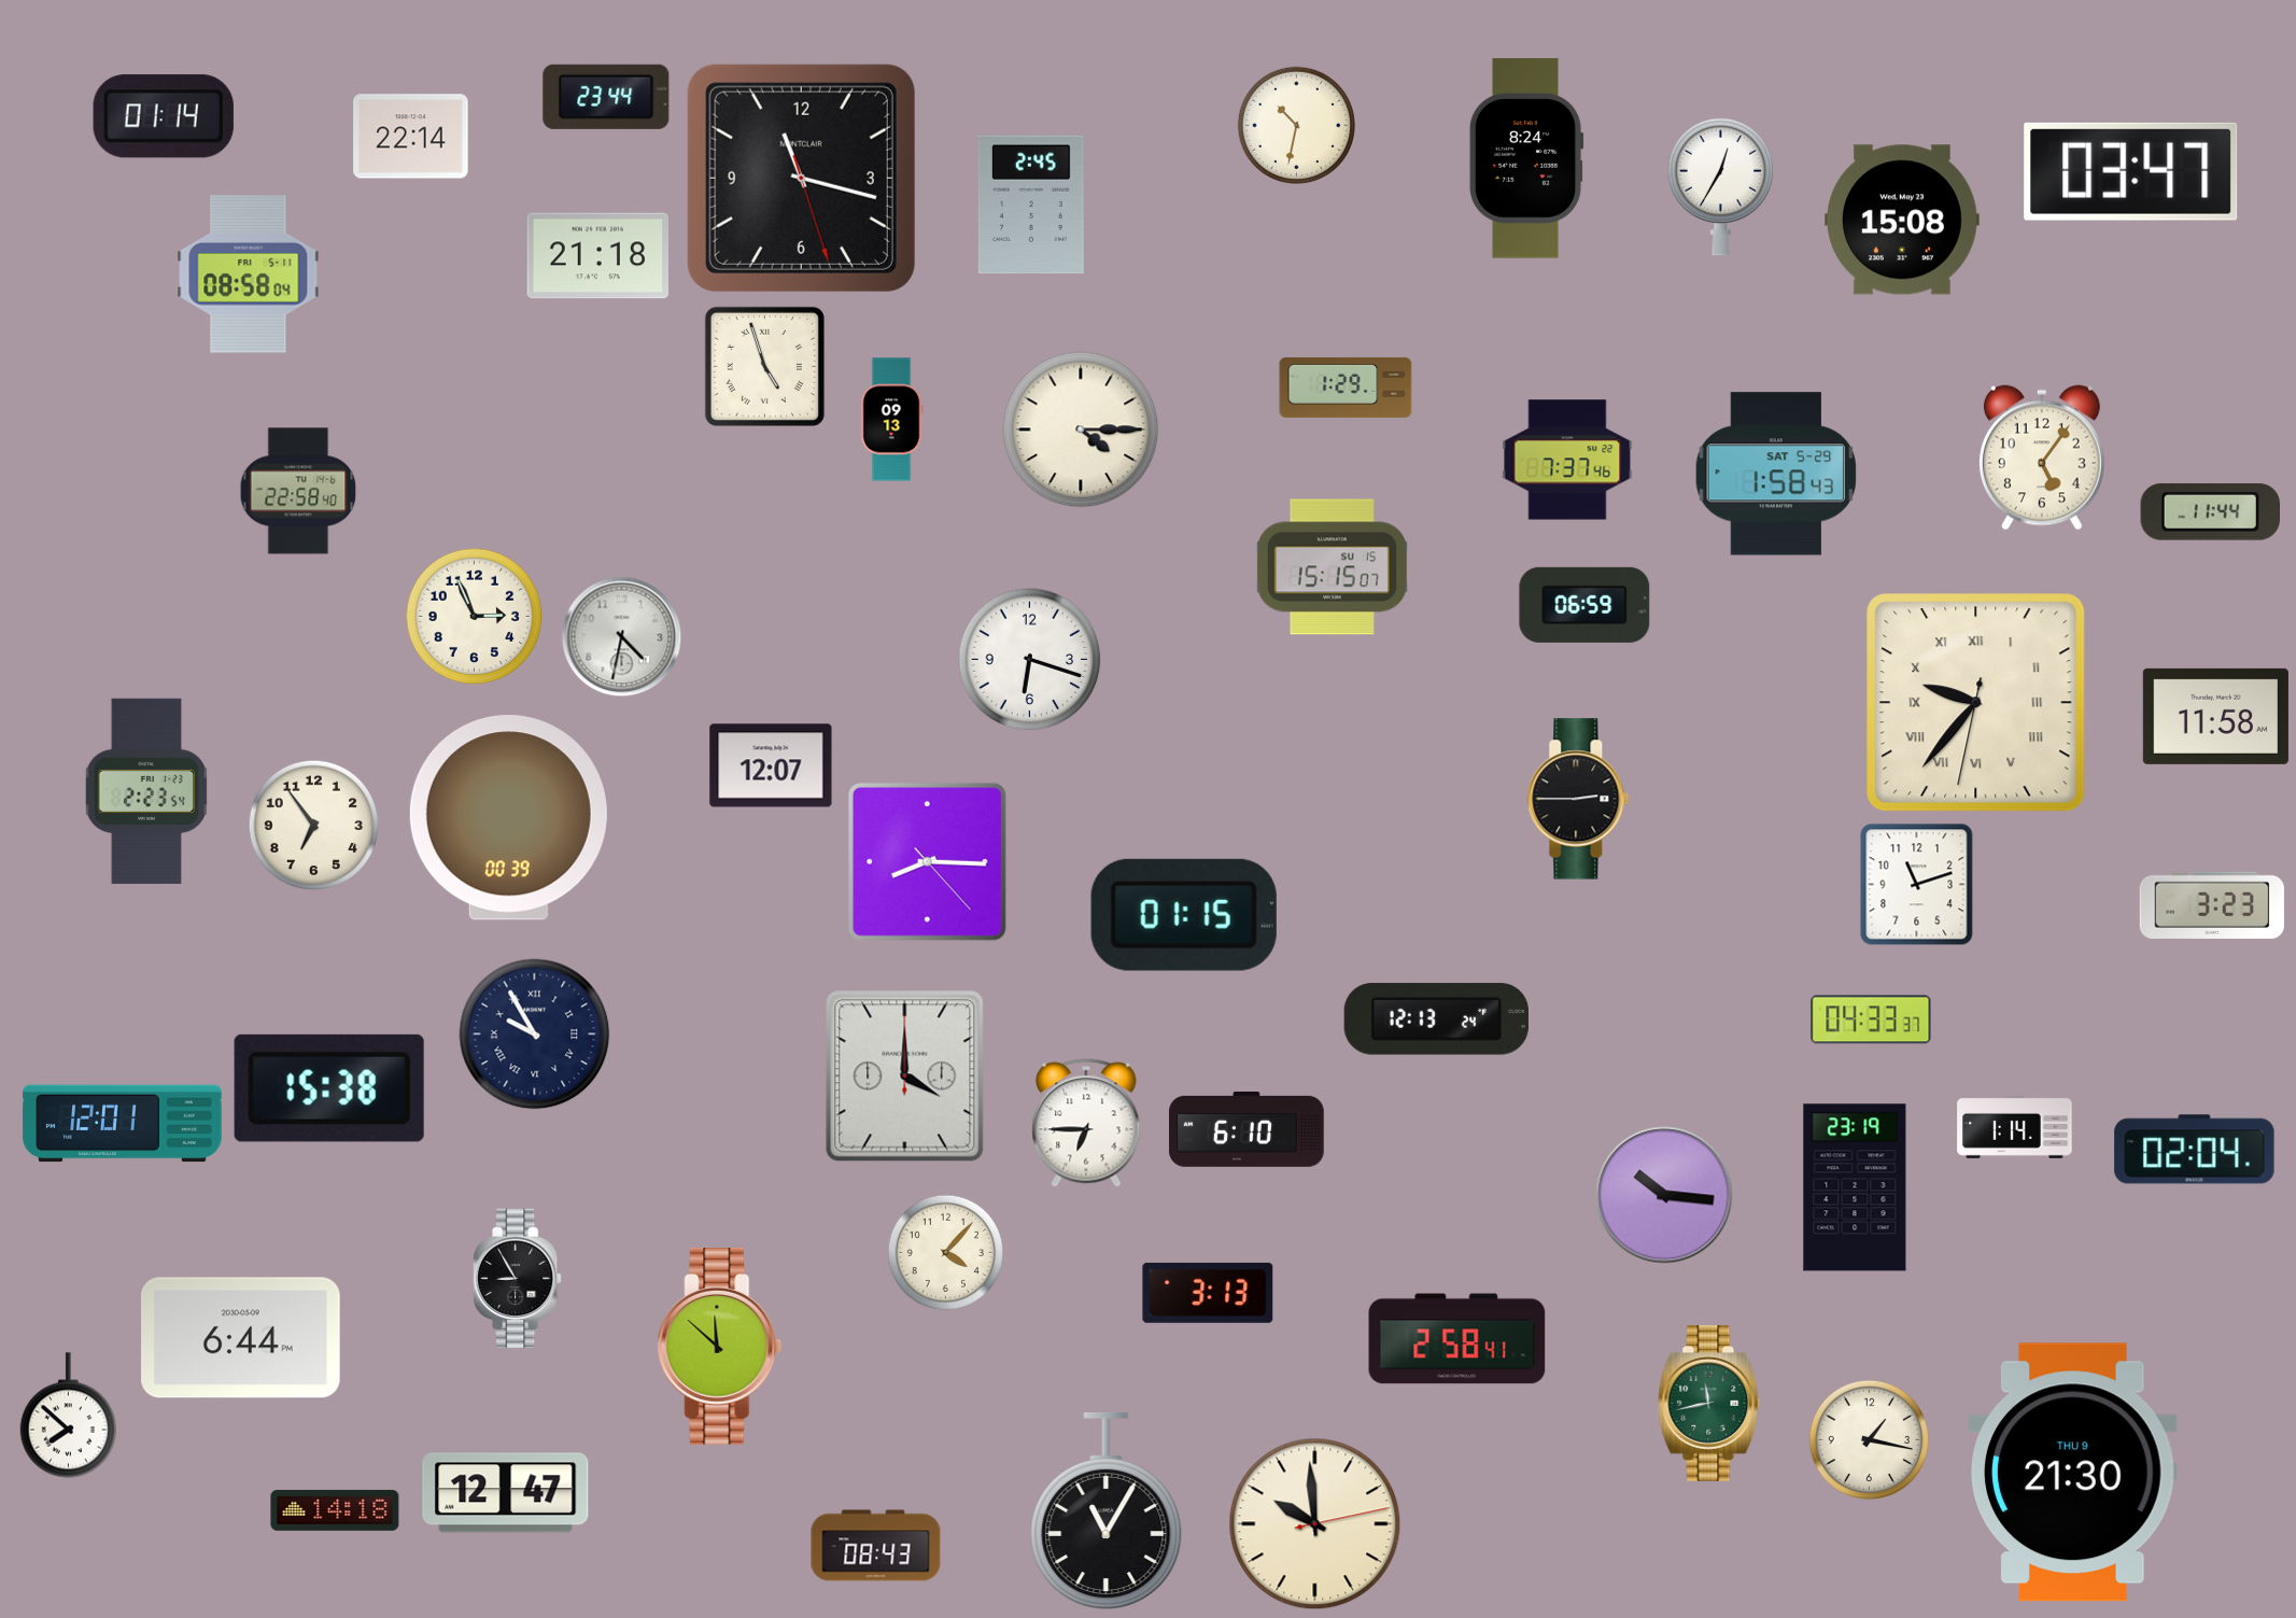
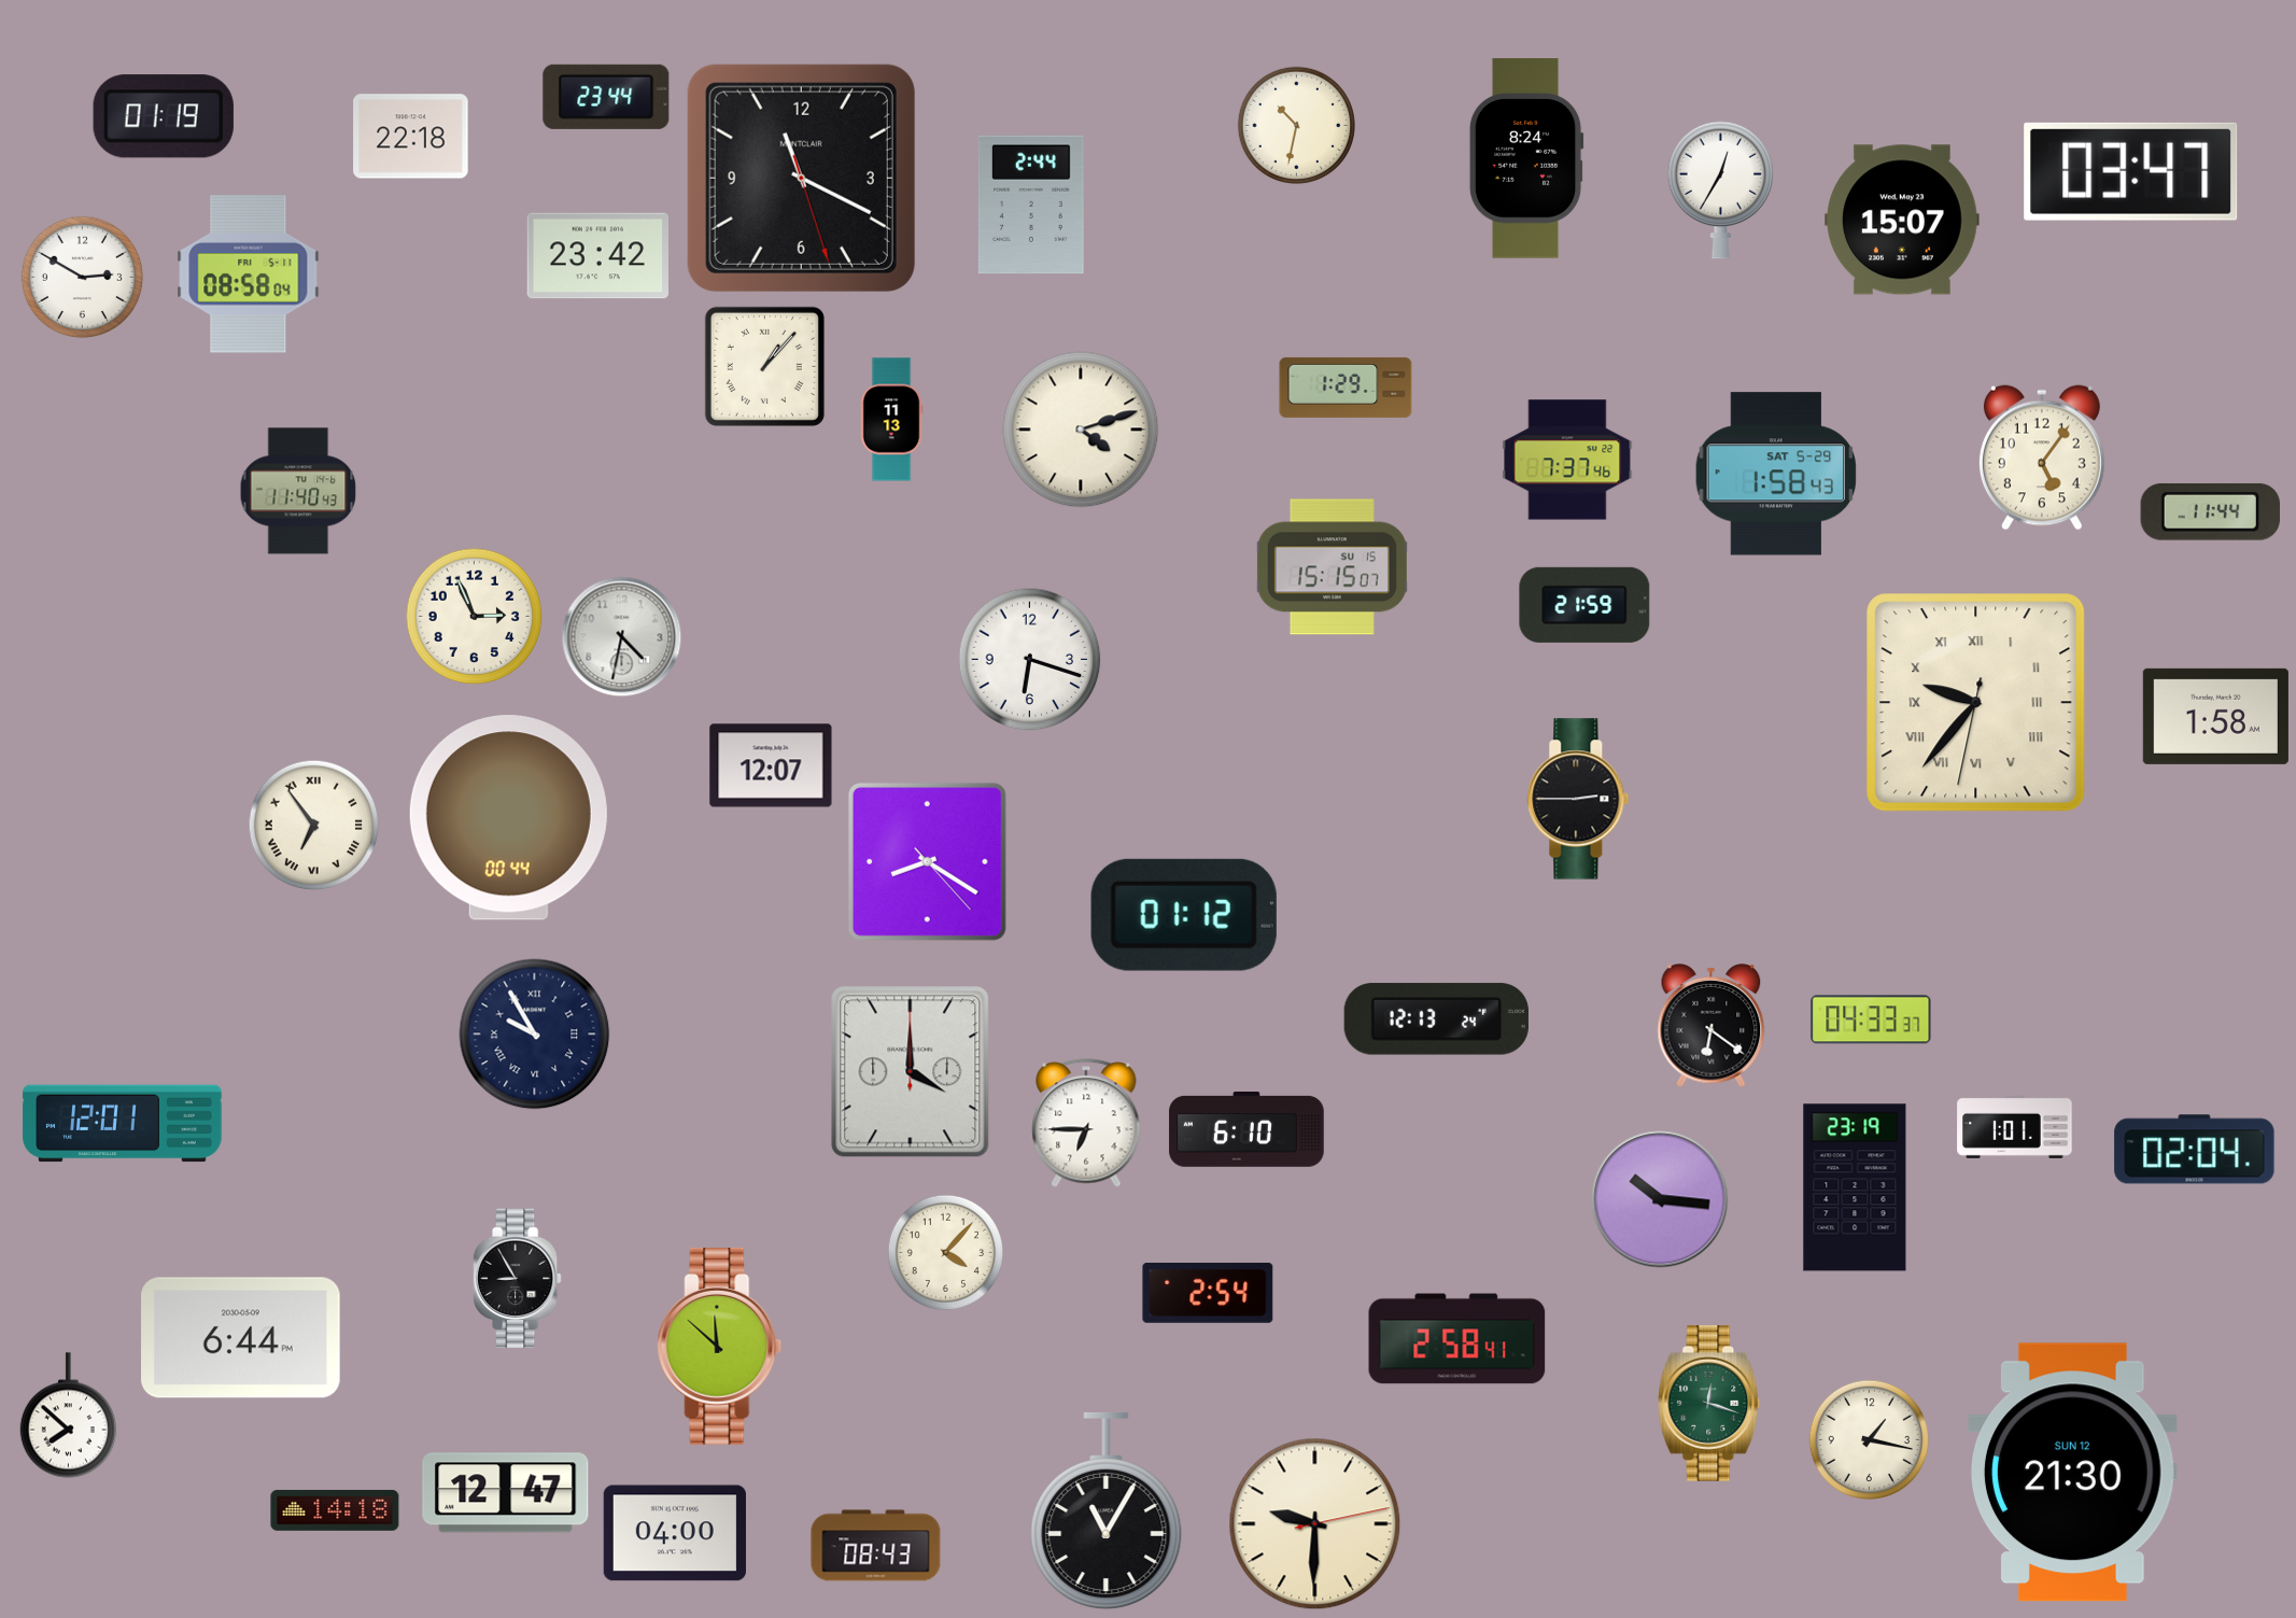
clock at (164, 116): 01:14 -> 01:19
clock at (411, 137): 22:14 -> 22:18
clock at (801, 178): 11:17 -> 11:19
clock at (1721, 186) position: (1721, 186) -> (1721, 189)
clock at (1031, 205): 2:45 -> 2:44
clock at (1903, 220): 15:08 -> 15:07
clock at (597, 256): 21:18 -> 23:42
clock at (83, 278): none -> 2:50
clock at (764, 366): 4:57 -> 1:07
clock at (891, 420): 09:13 -> 11:13
clock at (1081, 430): 4:15 -> 4:12
clock at (298, 491): 22:58 -> 11:40
clock at (1584, 605): 06:59 -> 21:59
clock at (2215, 716): 11:58 -> 1:58
clock at (146, 790): 2:23 -> none
clock at (508, 818): 00:39 -> 00:44
clock at (314, 826) numerals: Arabic -> Roman
clock at (927, 861): 8:15 -> 8:20
clock at (1917, 885): 11:12 -> none
clock at (2212, 905): 3:23 -> none
clock at (1184, 915): 01:15 -> 01:12
clock at (1712, 1026): none -> 6:21
clock at (905, 1077) position: (905, 1077) -> (911, 1072)
clock at (329, 1088): 15:38 -> none
clock at (2015, 1126): 1:14 -> 1:01
clock at (1664, 1195) position: (1664, 1195) -> (1660, 1199)
clock at (1208, 1293): 3:13 -> 2:54
clock at (1709, 1404): 11:43 -> 12:18
clock at (2073, 1473) date: THU 9 -> SUN 12
clock at (1315, 1524): 9:59 -> 9:30
clock at (675, 1533): none -> 04:00
